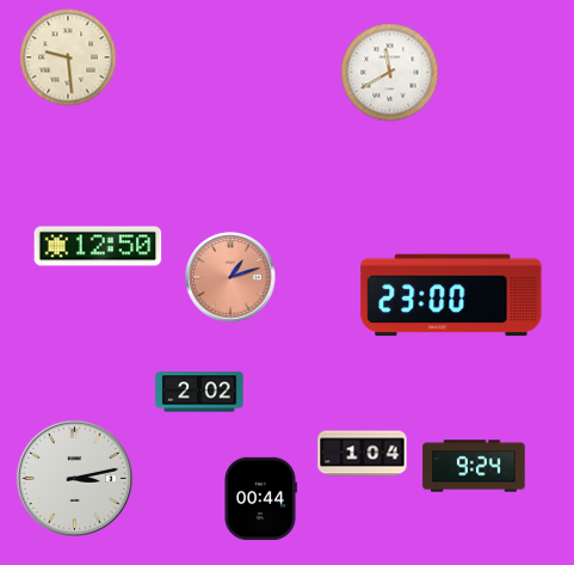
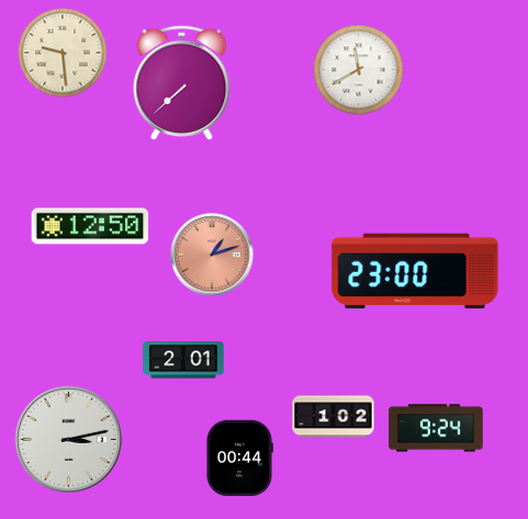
clock at (390, 73) position: (390, 73) -> (359, 70)
clock at (182, 82): none -> 7:38
clock at (199, 392): 2:02 -> 2:01
clock at (363, 454): 1:04 -> 1:02
